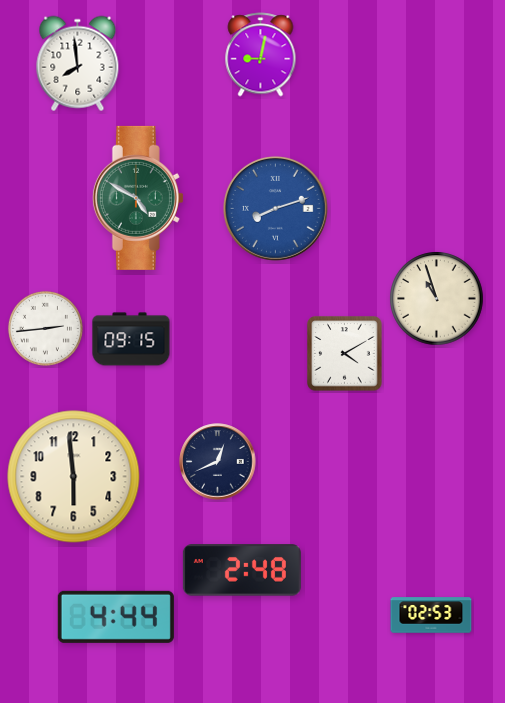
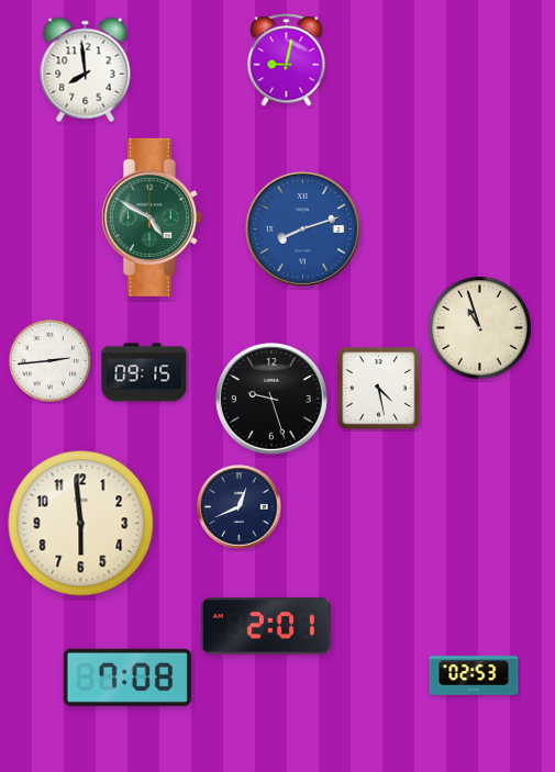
clock at (345, 354): 4:10 -> 4:28
clock at (271, 399): none -> 9:27
clock at (242, 570): 2:48 -> 2:01
clock at (116, 617): 4:44 -> 7:08
